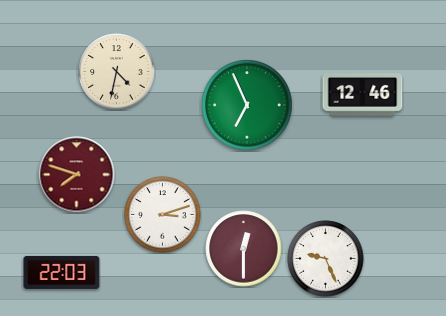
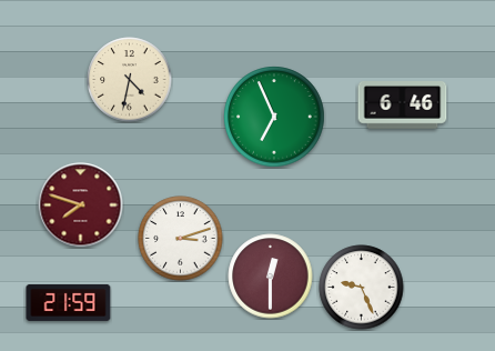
clock at (363, 95): 12:46 -> 6:46
clock at (77, 175) position: (77, 175) -> (81, 205)
clock at (62, 272): 22:03 -> 21:59
